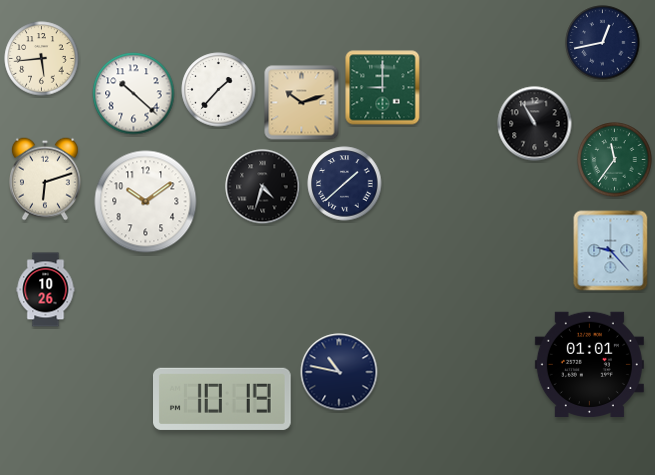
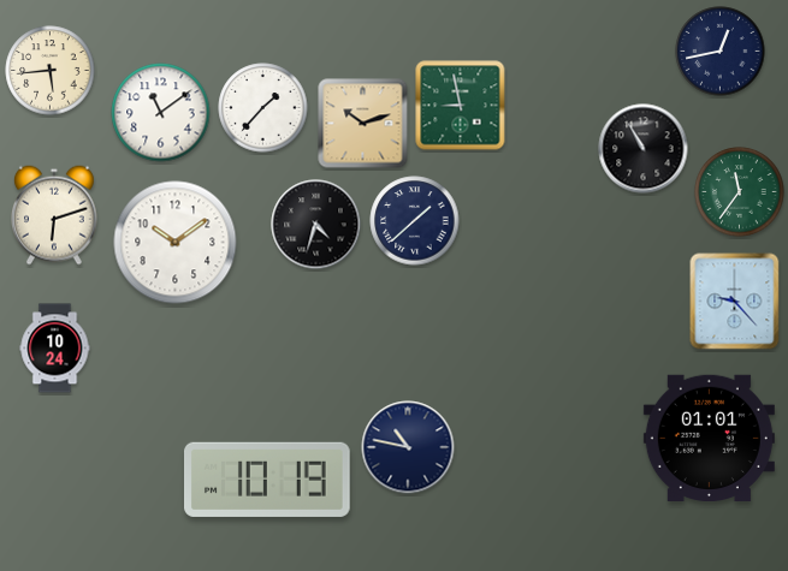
clock at (603, 43) position: (603, 43) -> (721, 52)
clock at (383, 88): 9:00 -> 8:58
clock at (134, 94): 10:22 -> 11:09
clock at (46, 290): 10:26 -> 10:24
